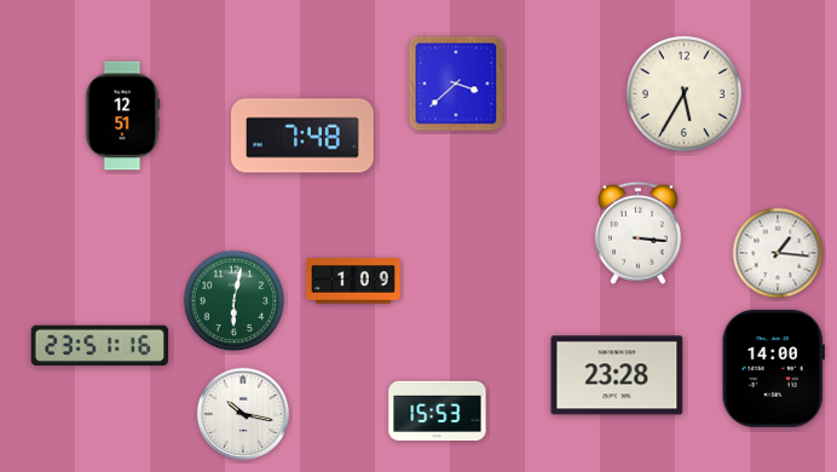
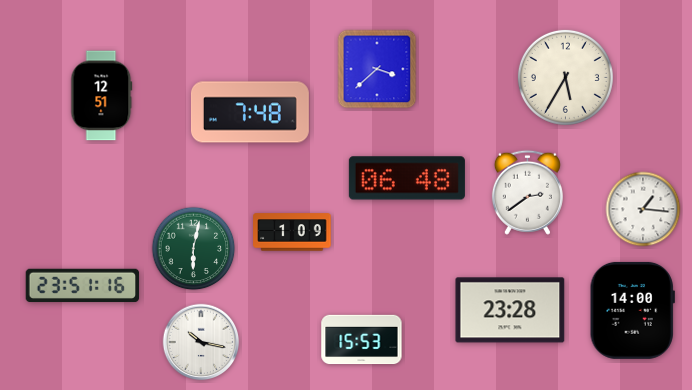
clock at (407, 178): none -> 06:48
clock at (637, 232): 3:16 -> 2:39
clock at (773, 368) position: (773, 368) -> (632, 310)
